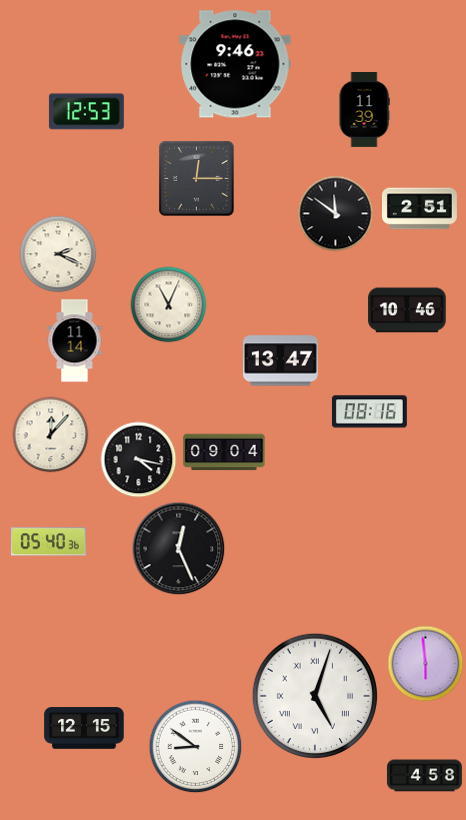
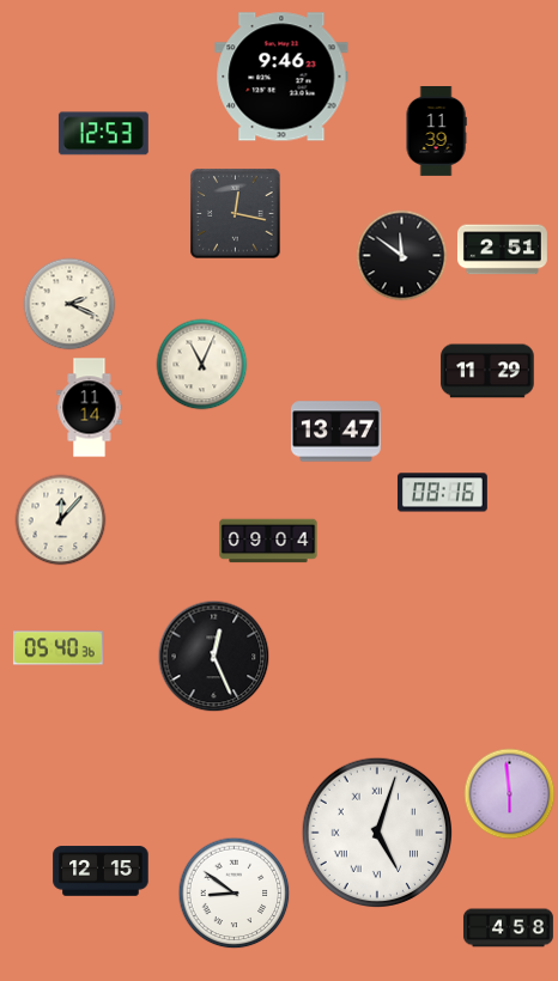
clock at (197, 179): 12:15 -> 12:17
clock at (407, 310): 10:46 -> 11:29
clock at (139, 460): 4:17 -> none
